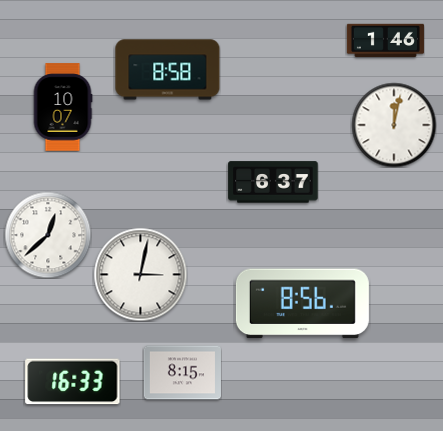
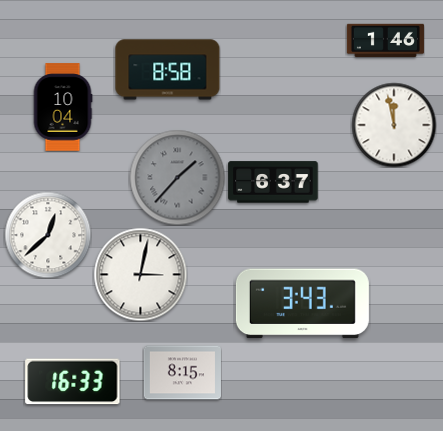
clock at (63, 107): 10:07 -> 10:04
clock at (394, 125): 12:02 -> 11:58
clock at (177, 177): none -> 1:37
clock at (302, 304): 8:56 -> 3:43
